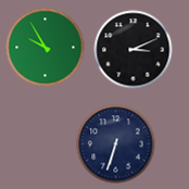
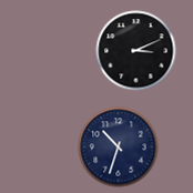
clock at (46, 48): 9:55 -> none
clock at (116, 144): 6:33 -> 10:33
